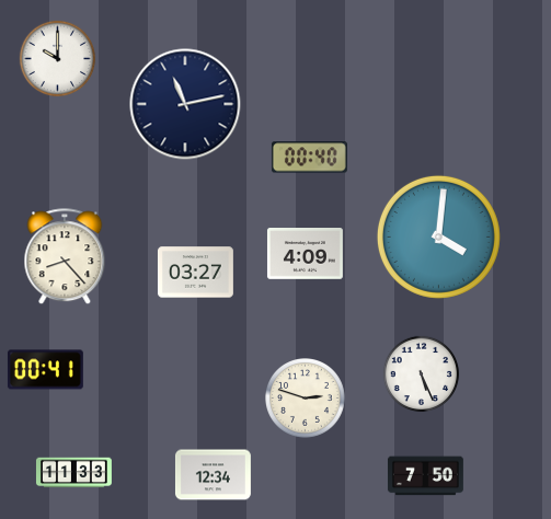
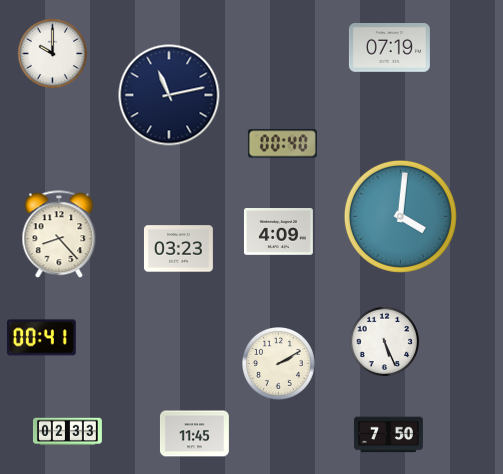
clock at (389, 48): none -> 07:19
clock at (195, 273): 03:27 -> 03:23
clock at (306, 399): 2:48 -> 2:10
clock at (73, 473): 11:33 -> 02:33
clock at (213, 475): 12:34 -> 11:45
